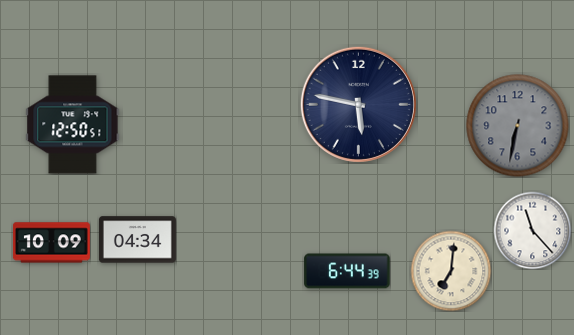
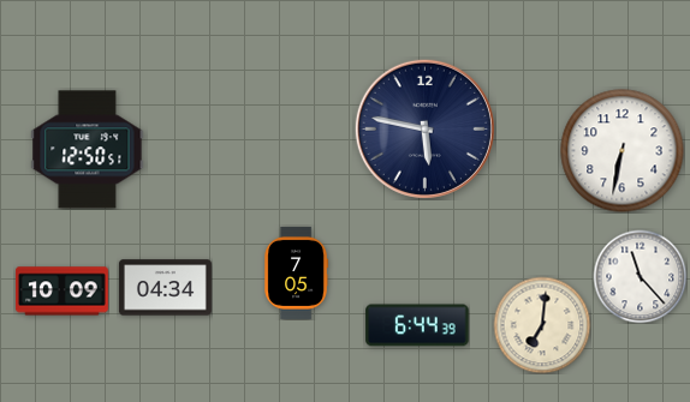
clock at (358, 104) position: (358, 104) -> (424, 128)
clock at (518, 126) dial: grey -> white
clock at (296, 272): none -> 7:05
